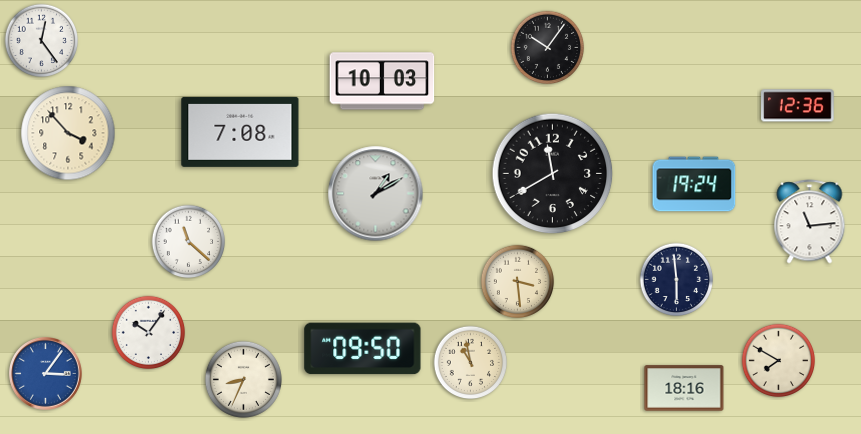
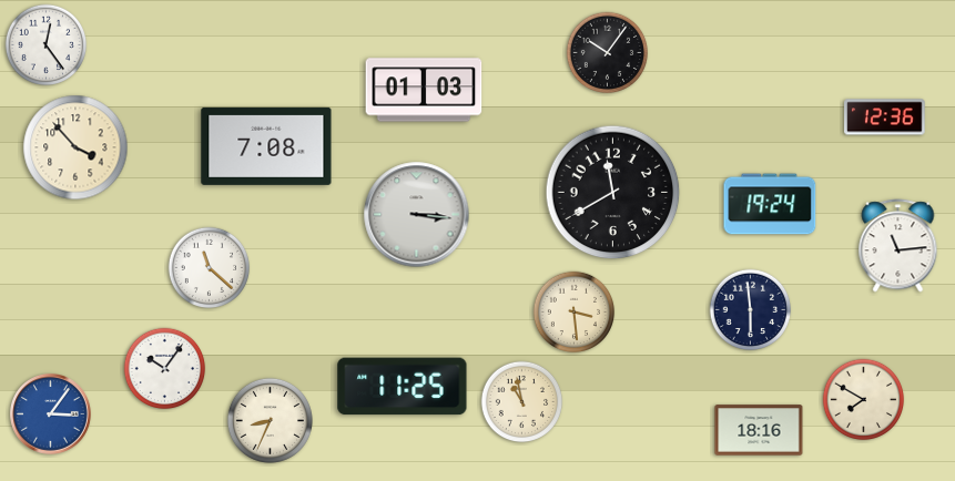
clock at (382, 81): 10:03 -> 01:03
clock at (376, 194): 1:10 -> 3:16
clock at (363, 349): 09:50 -> 11:25
